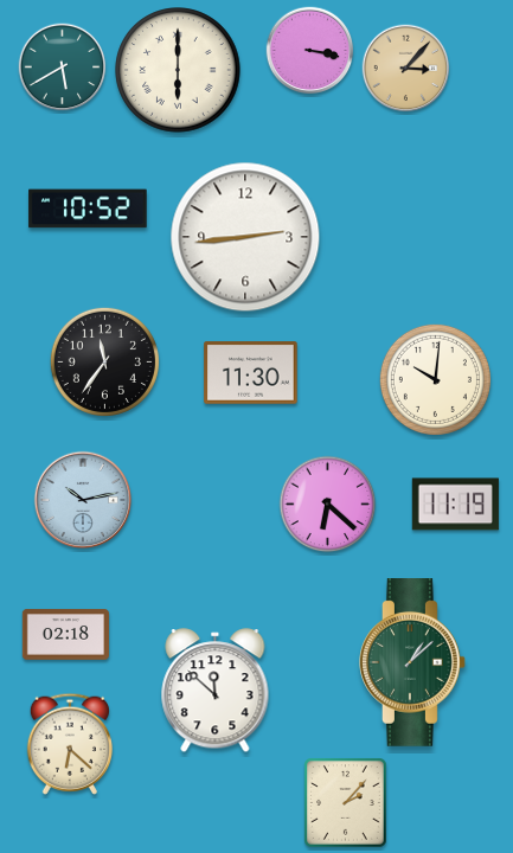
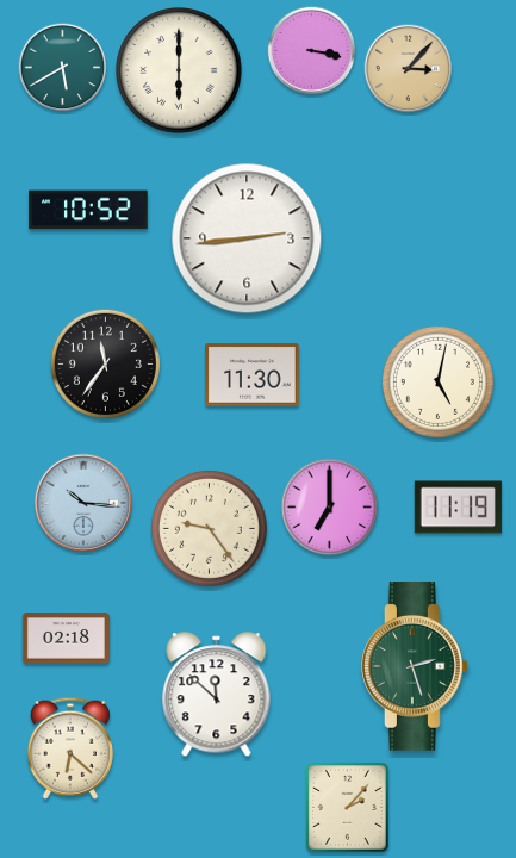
clock at (435, 379): 10:01 -> 5:02
clock at (83, 500): 10:13 -> 10:16
clock at (328, 505): 6:22 -> 7:00
clock at (209, 528): none -> 9:24
clock at (412, 663): 1:08 -> 2:27
